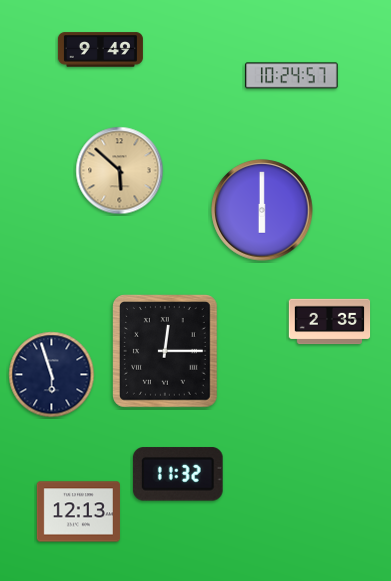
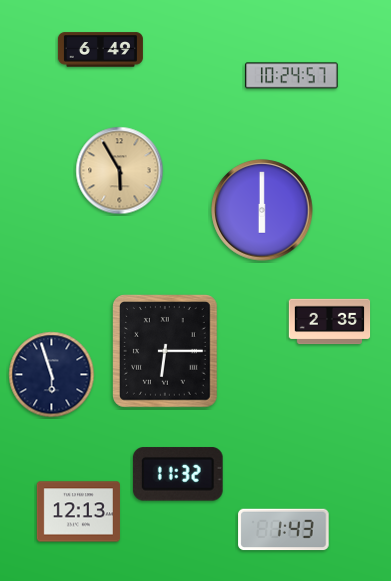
clock at (100, 50): 9:49 -> 6:49
clock at (120, 171): 5:52 -> 5:55
clock at (166, 352): 12:15 -> 6:15
clock at (284, 530): none -> 1:43
